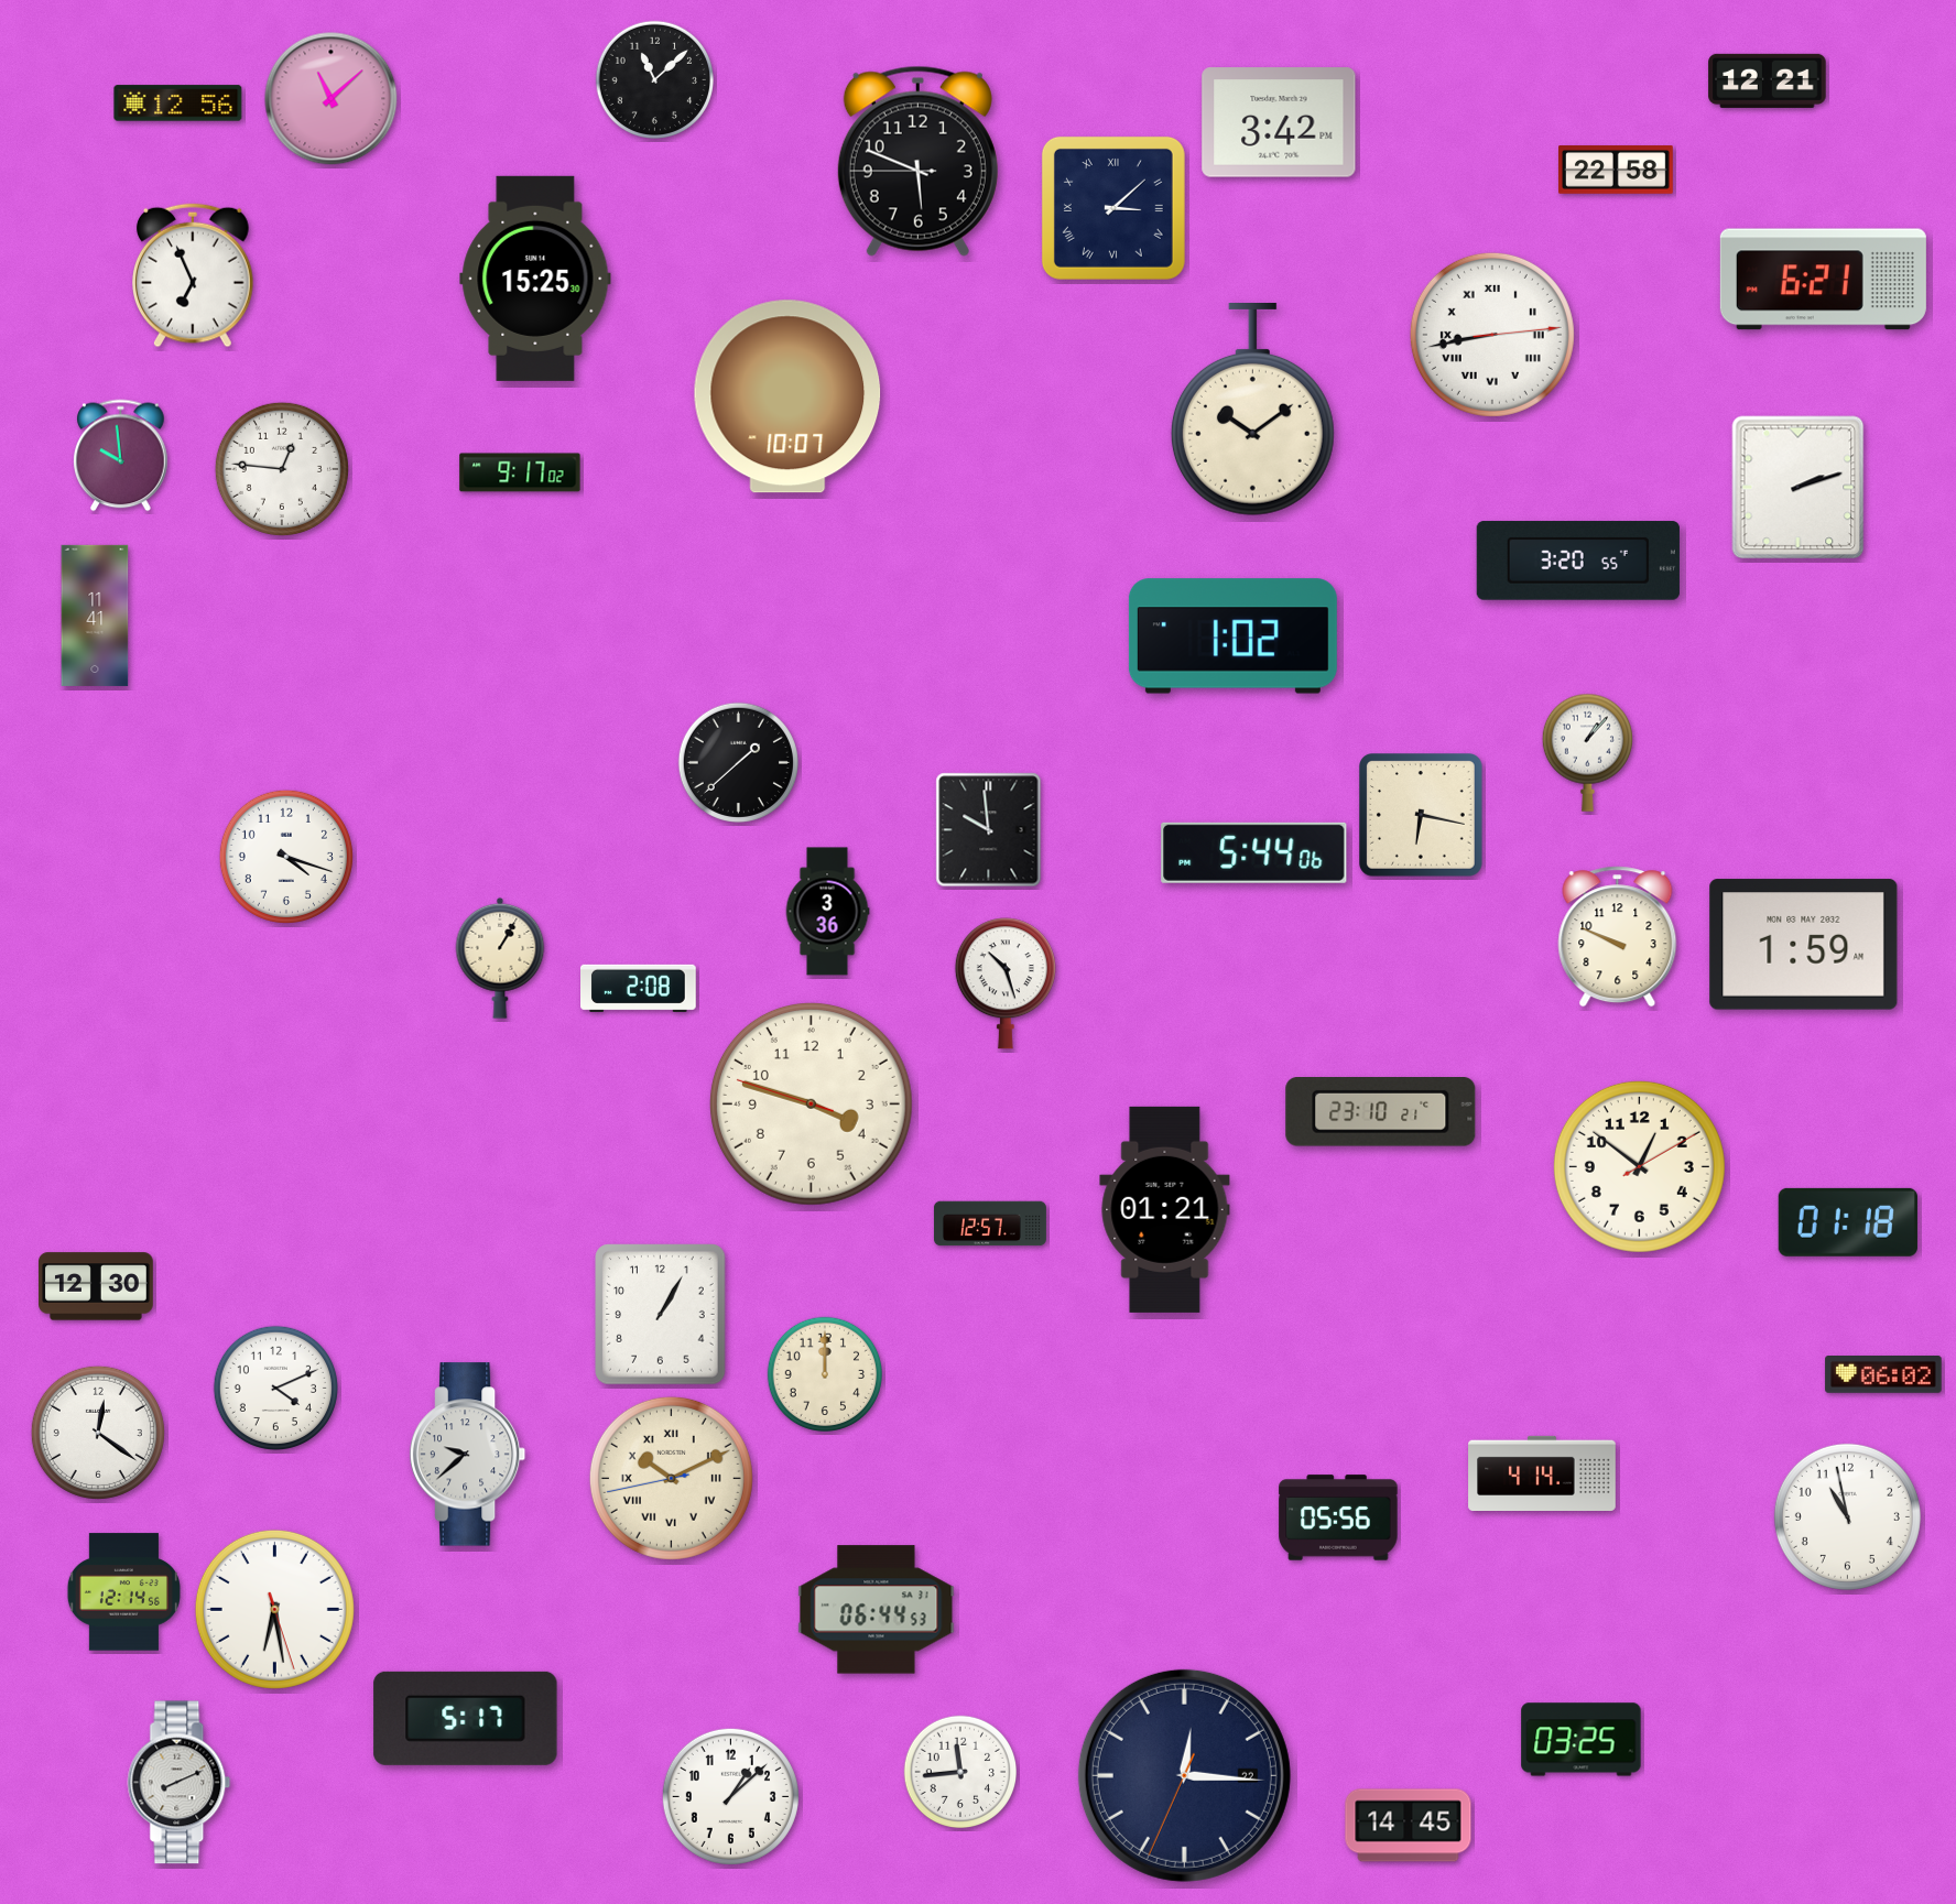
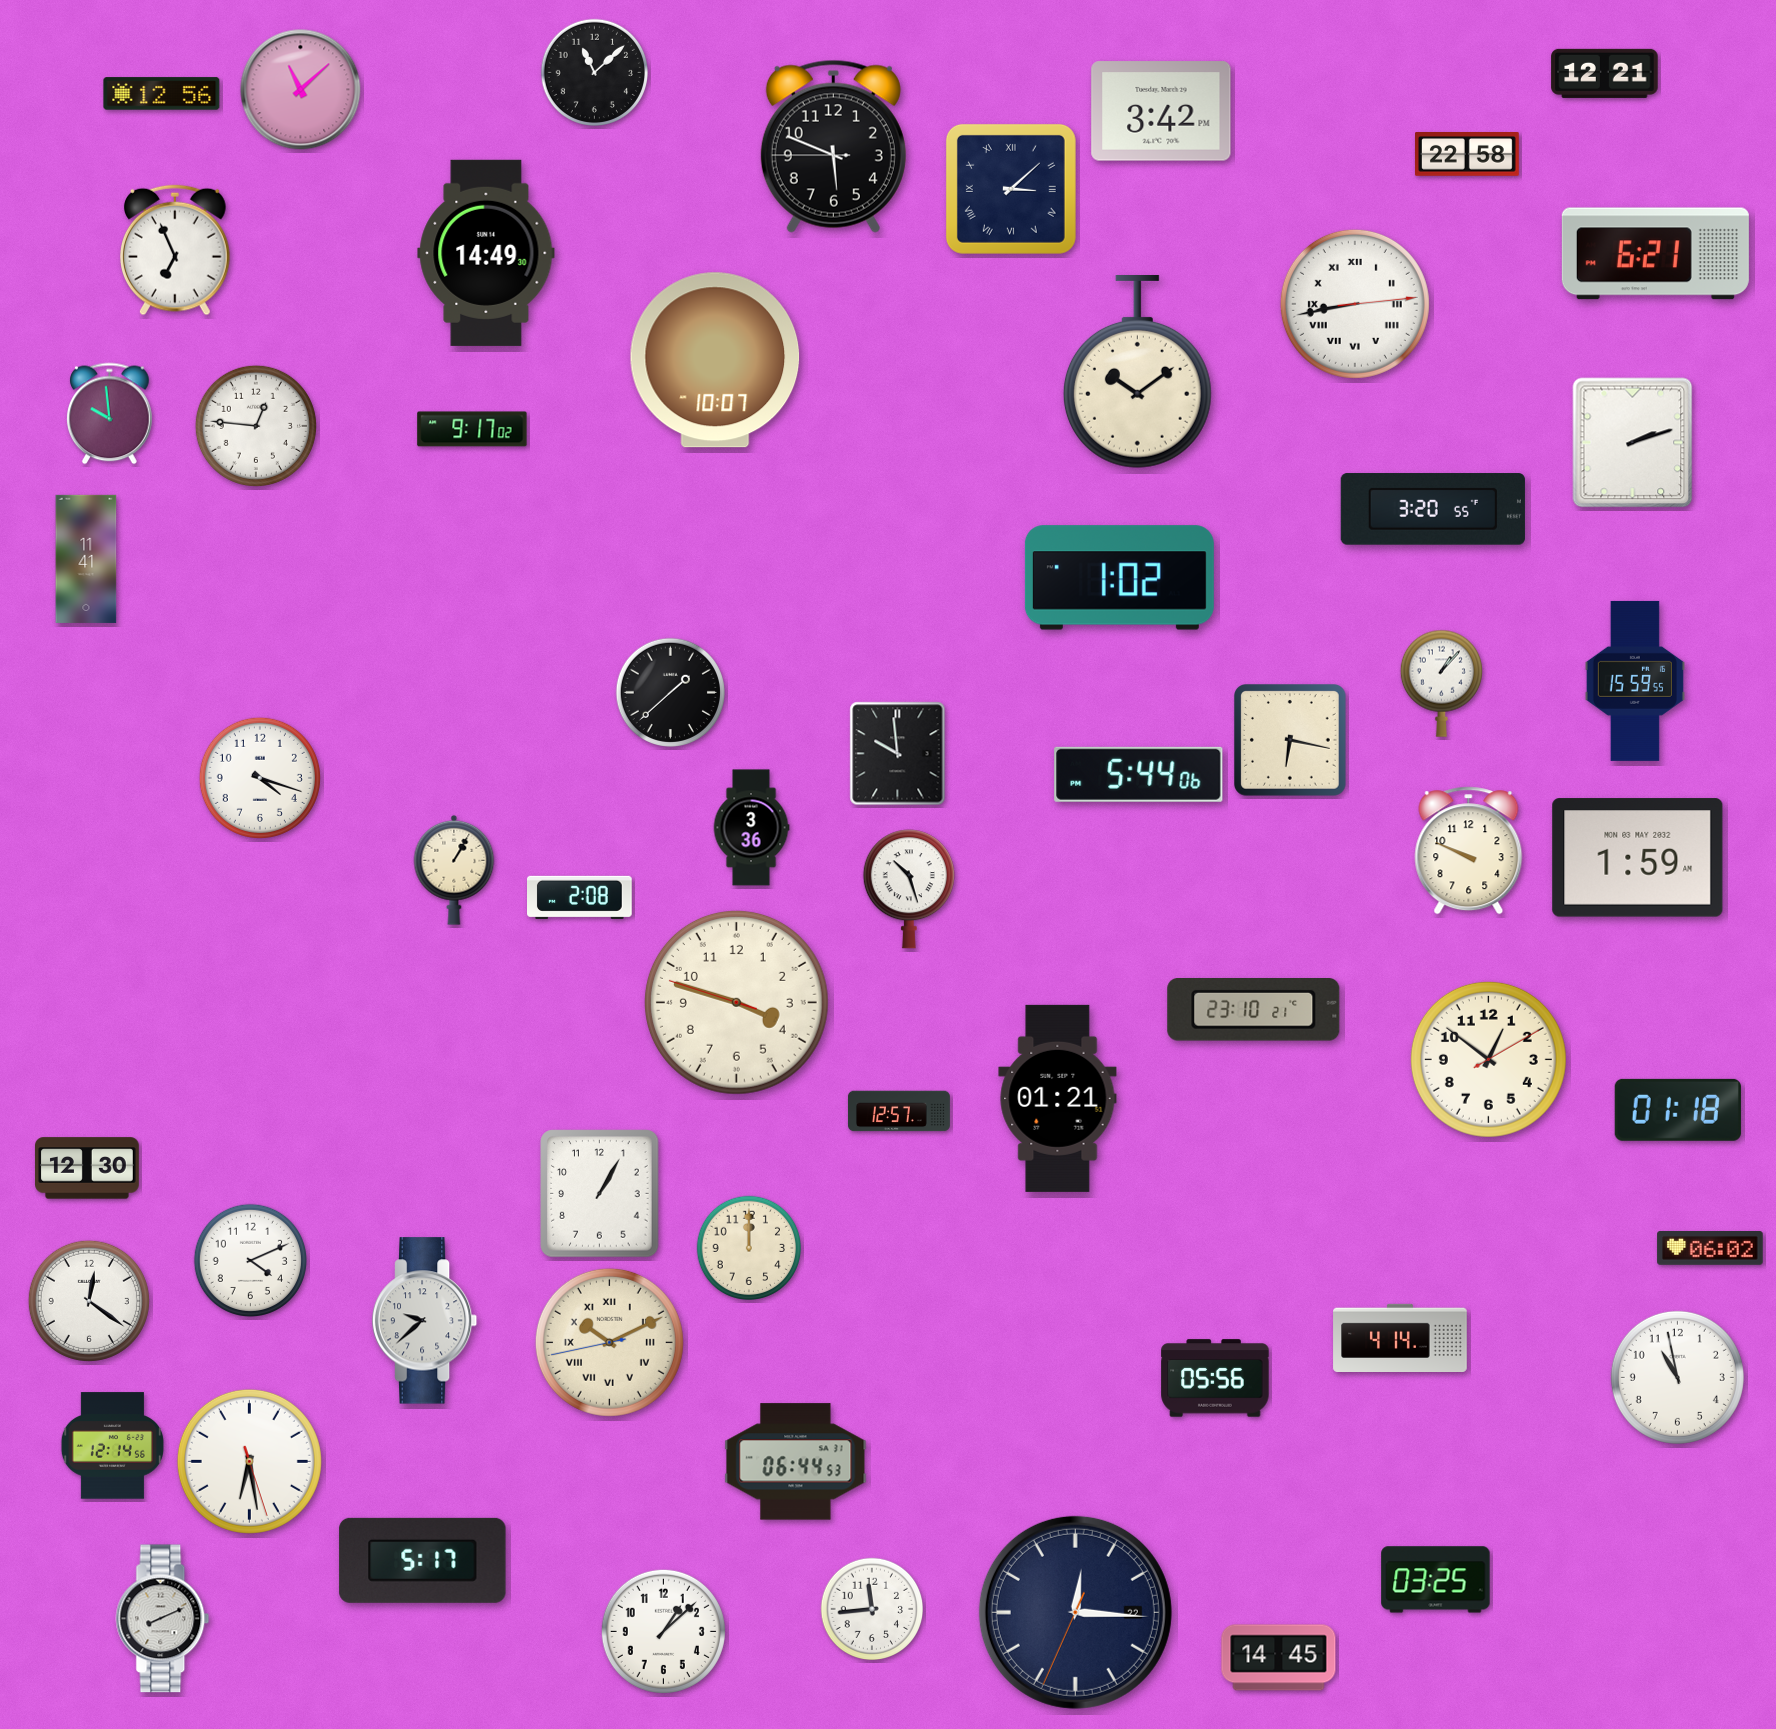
clock at (535, 279): 15:25 -> 14:49
clock at (1635, 681): none -> 15:59
clock at (1006, 983) position: (1006, 983) -> (909, 889)
